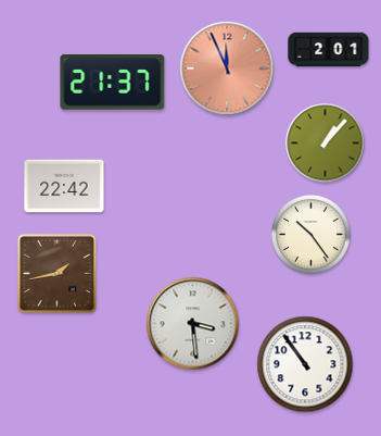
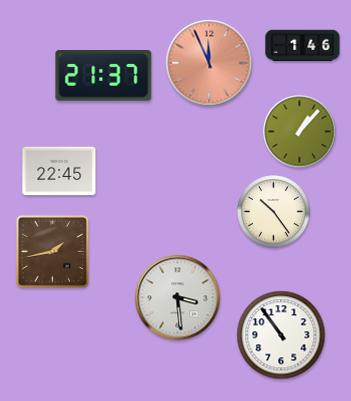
clock at (329, 50): 2:01 -> 1:46
clock at (64, 186): 22:42 -> 22:45
clock at (312, 235) position: (312, 235) -> (274, 212)
